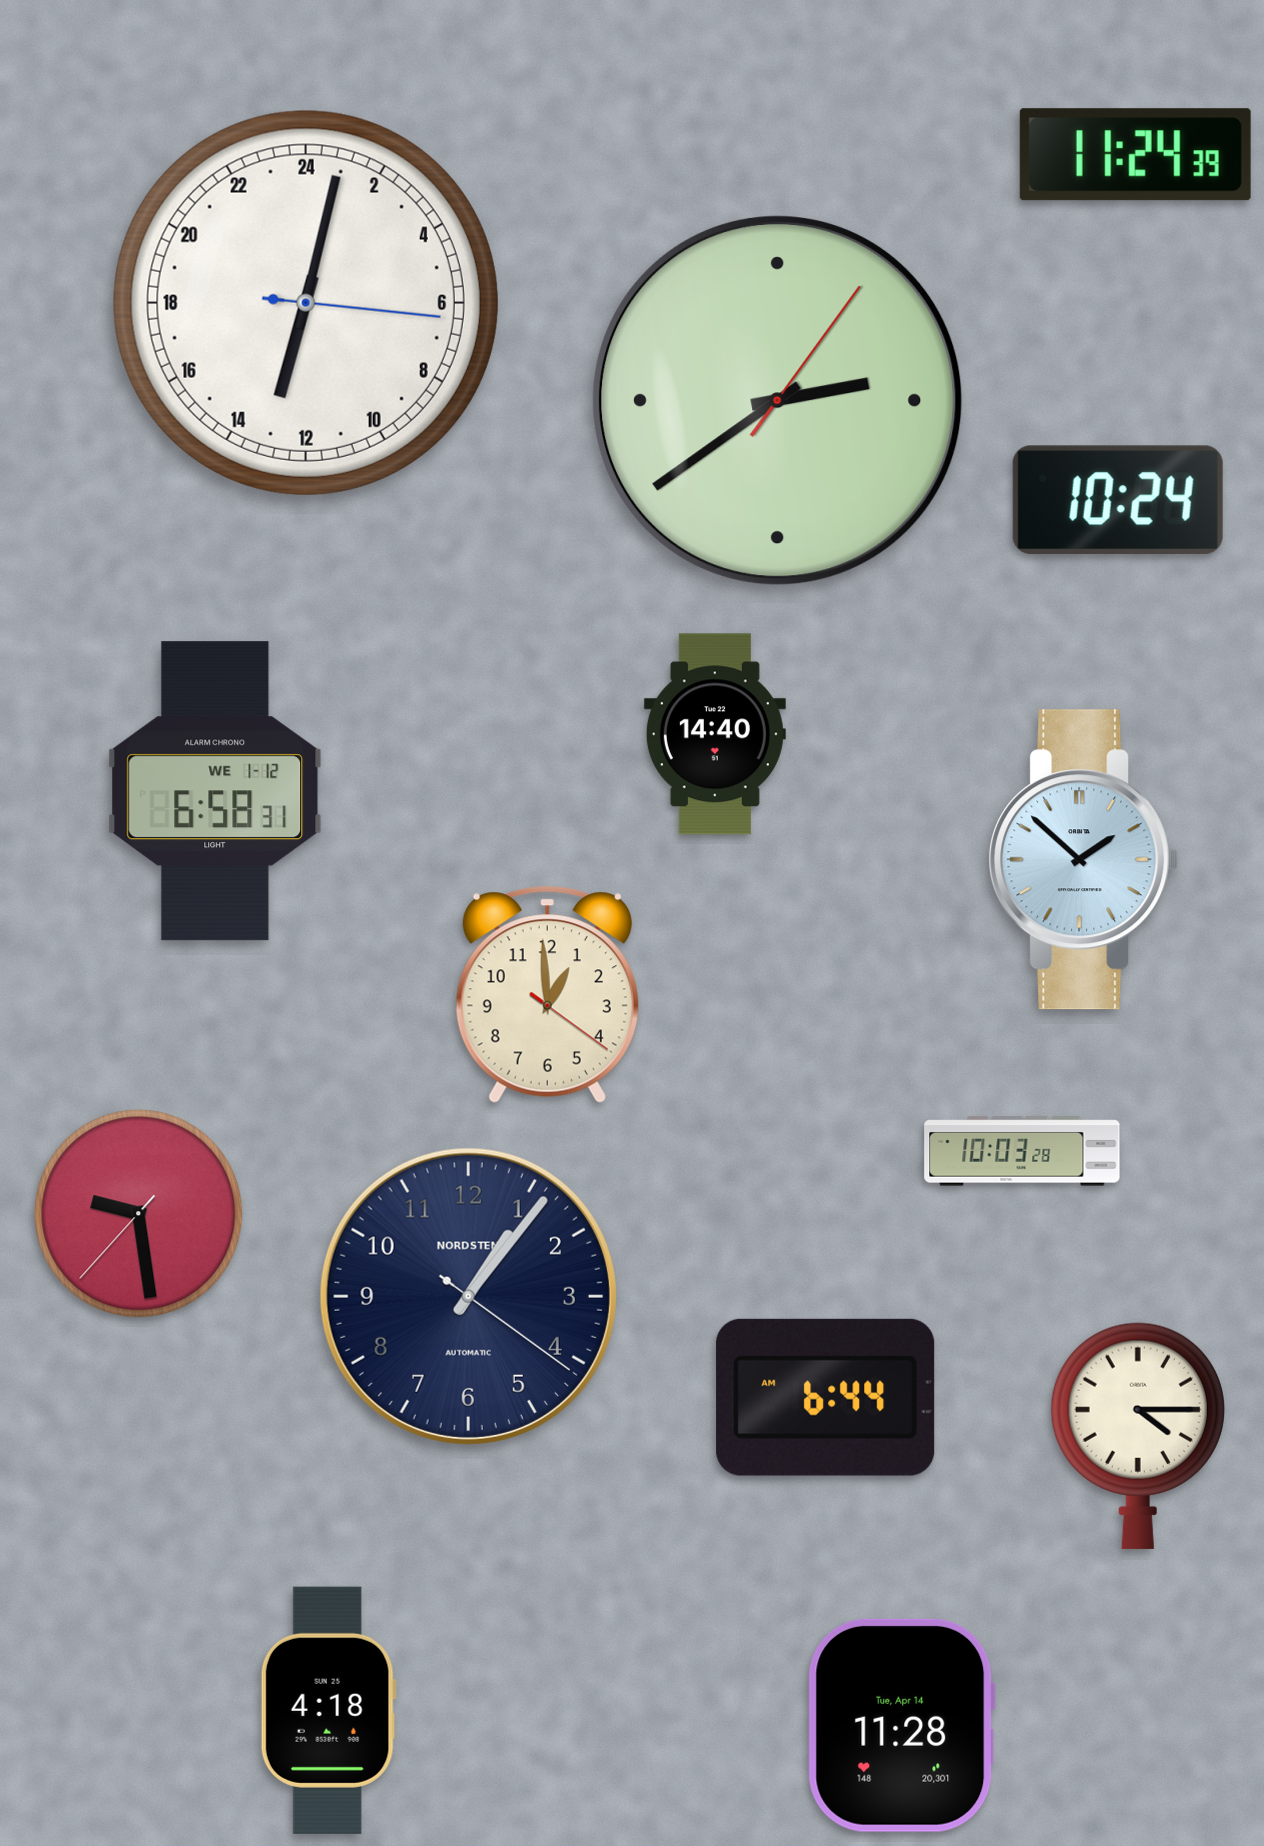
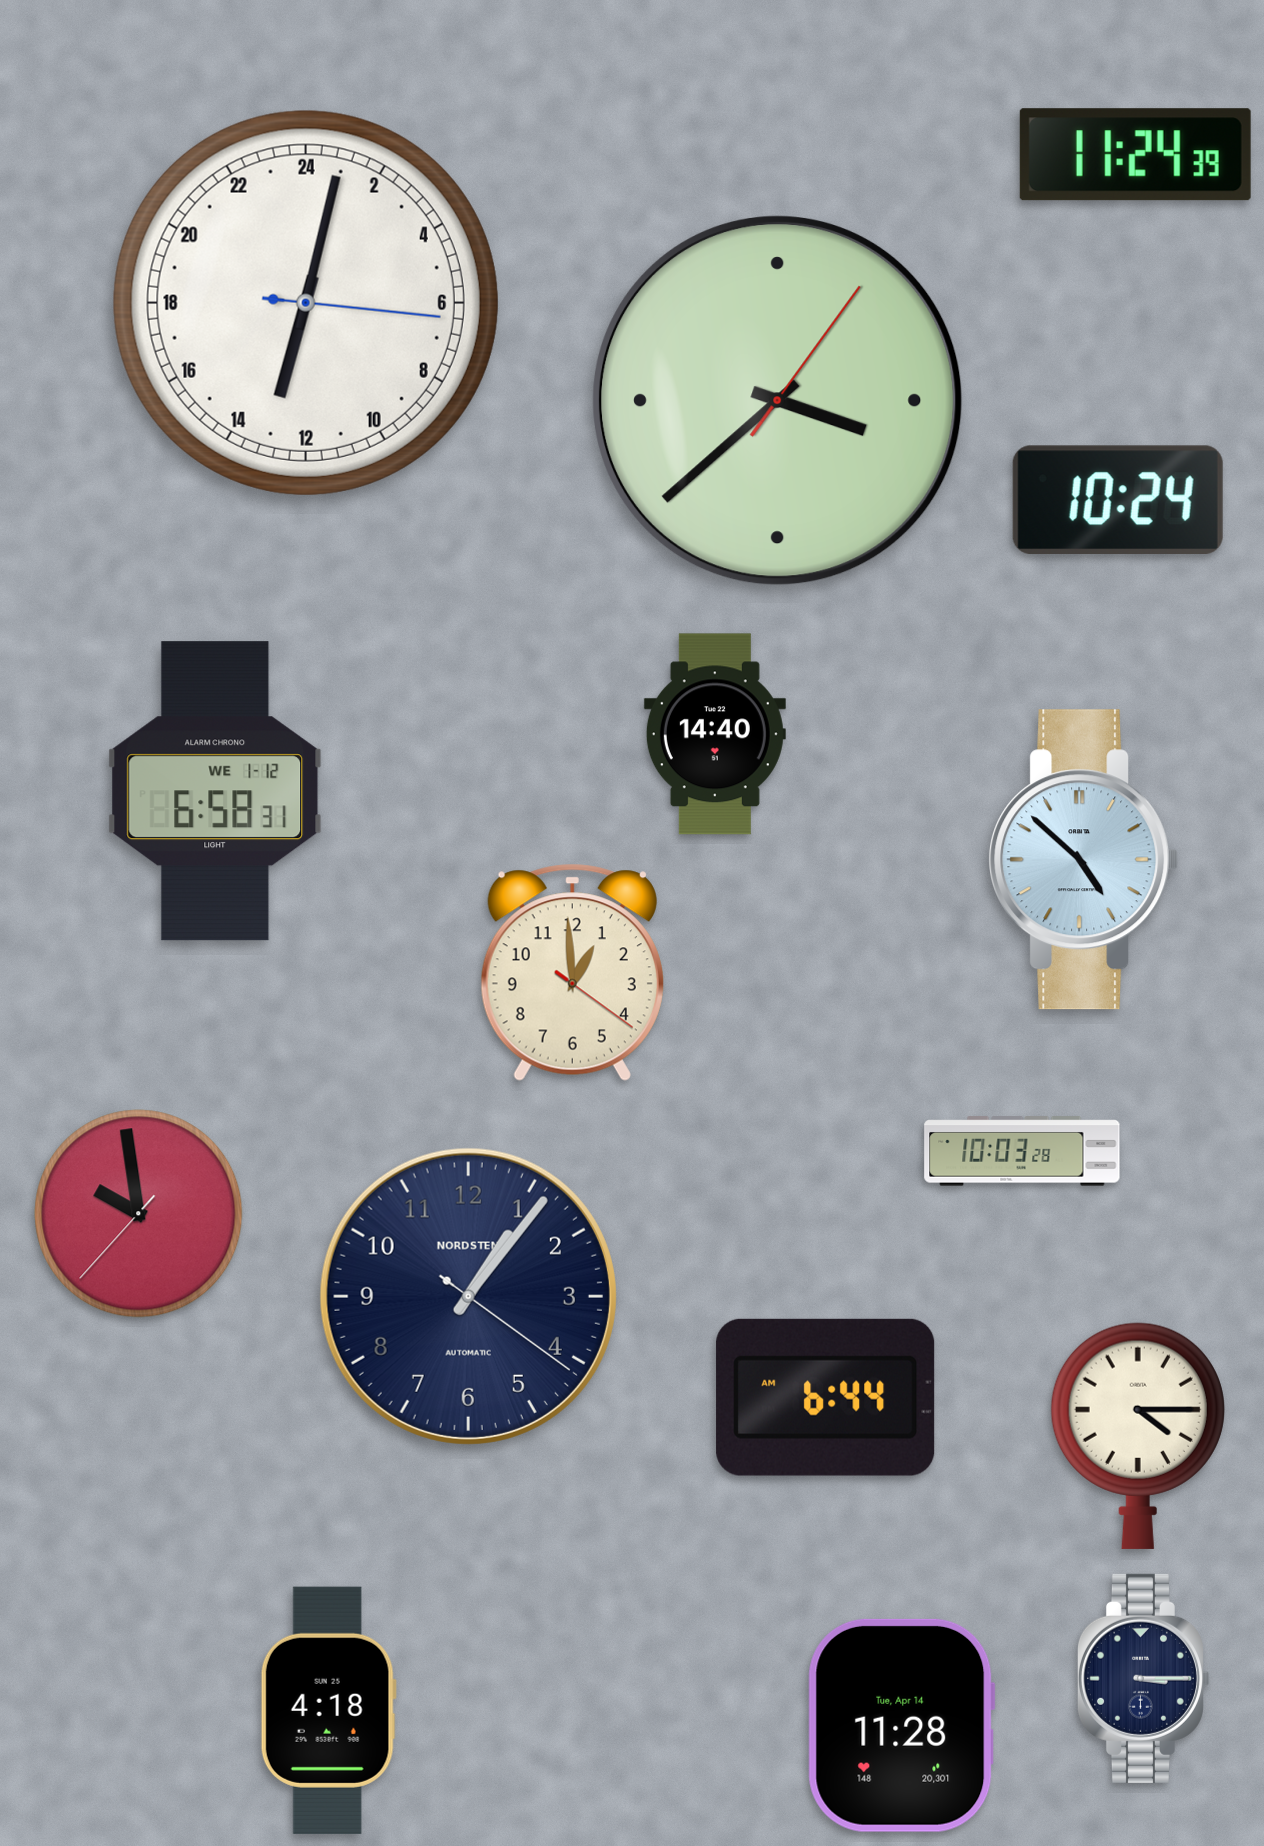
clock at (778, 401): 2:39 -> 3:38
clock at (1084, 860): 1:52 -> 4:52
clock at (547, 994) position: (547, 994) -> (572, 972)
clock at (139, 1214): 9:28 -> 9:58
clock at (1143, 1678): none -> 3:15
